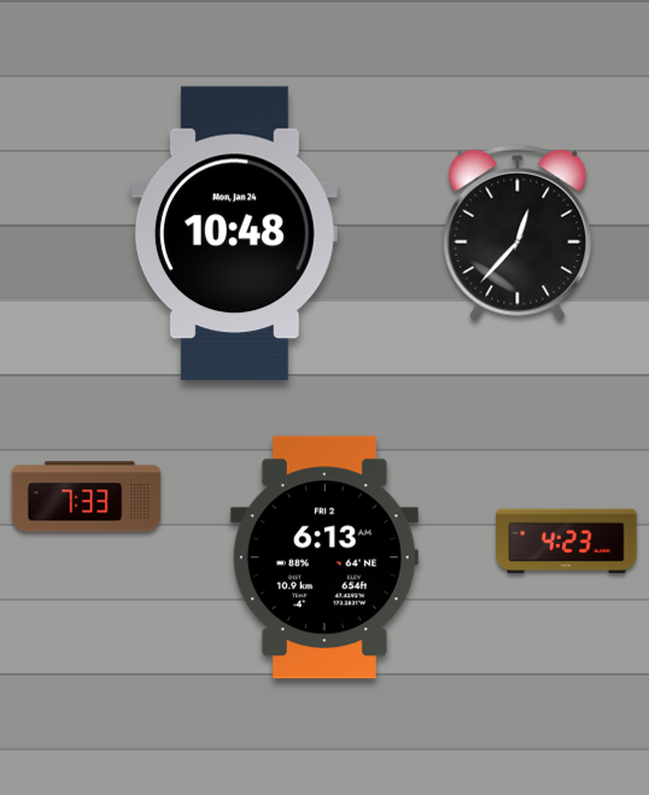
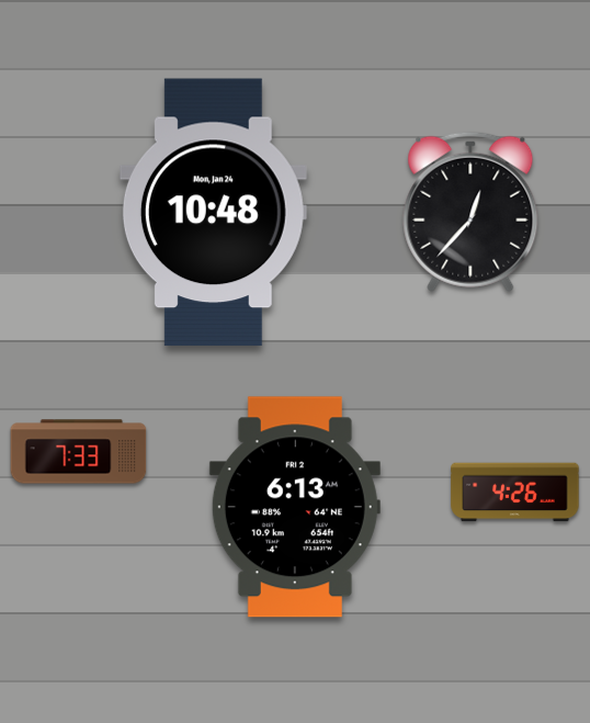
clock at (567, 542): 4:23 -> 4:26
